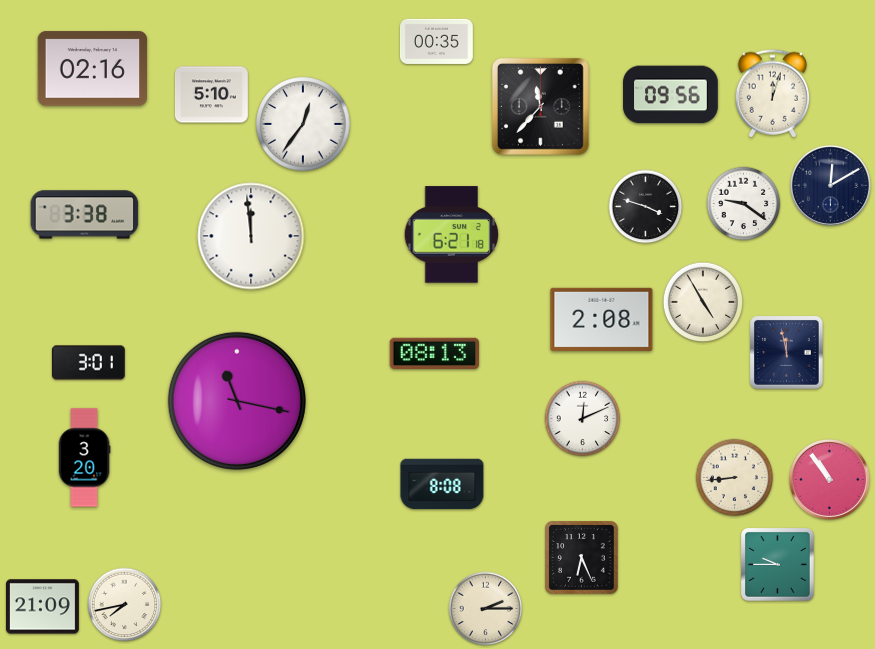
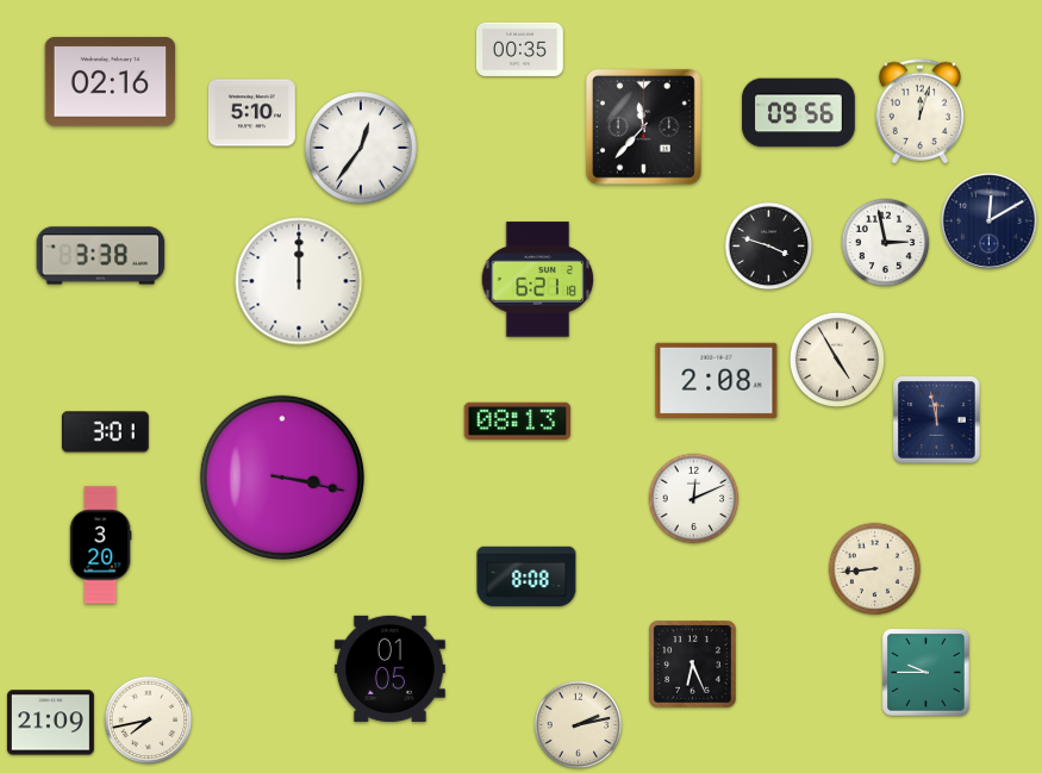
clock at (744, 204): 9:21 -> 2:58
clock at (251, 236): 11:59 -> 12:00
clock at (237, 401): 11:17 -> 3:17
clock at (829, 479): 10:54 -> none
clock at (389, 668): none -> 01:05
clock at (486, 609): 2:15 -> 2:13
